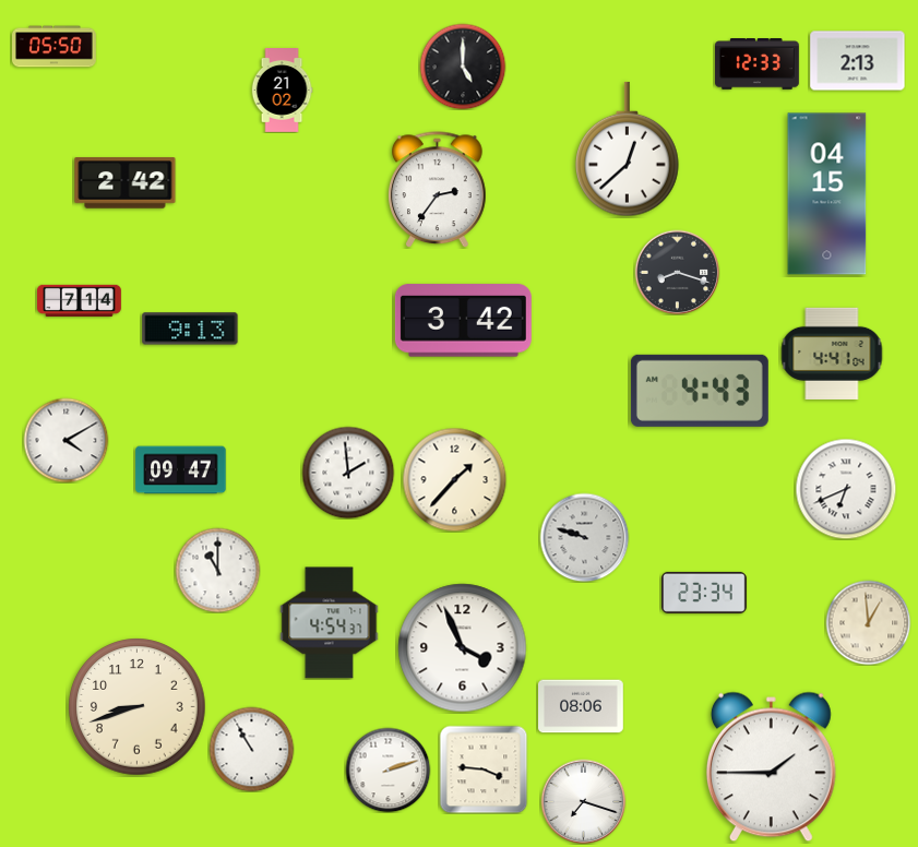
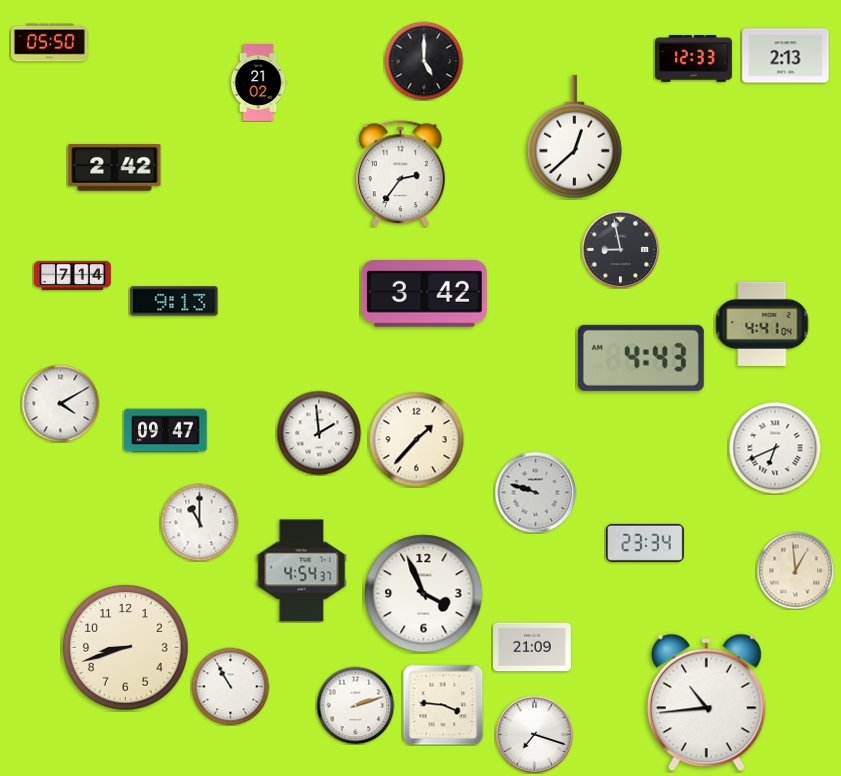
clock at (827, 194): 04:15 -> none
clock at (677, 272): 8:18 -> 8:58
clock at (582, 706): 08:06 -> 21:09
clock at (771, 767): 1:45 -> 10:44
